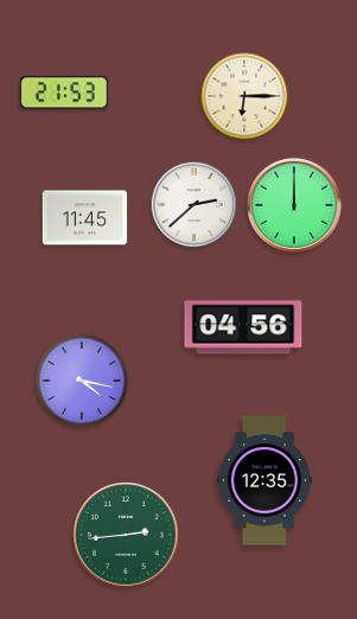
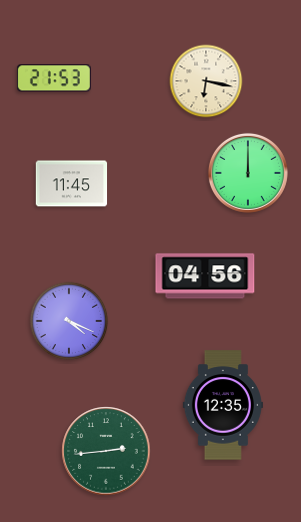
clock at (244, 96): 6:15 -> 6:17
clock at (195, 205): 2:38 -> none
clock at (82, 381): 4:17 -> 4:19
